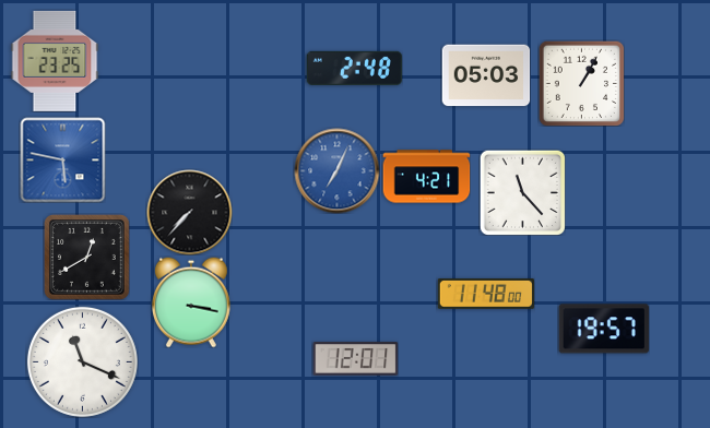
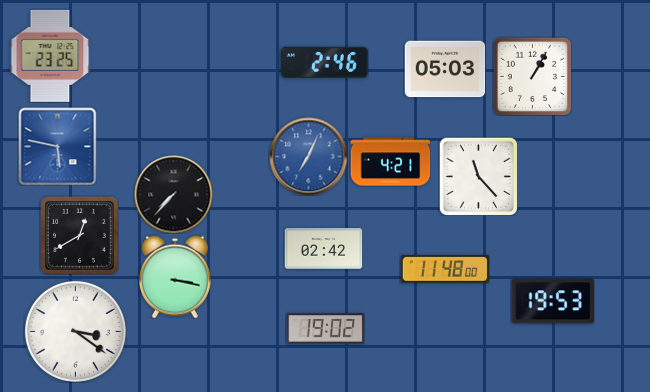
clock at (354, 68): 2:48 -> 2:46
clock at (323, 249): none -> 02:42
clock at (604, 329): 19:57 -> 19:53
clock at (355, 359): 12:01 -> 19:02
clock at (82, 361): 11:19 -> 3:21
